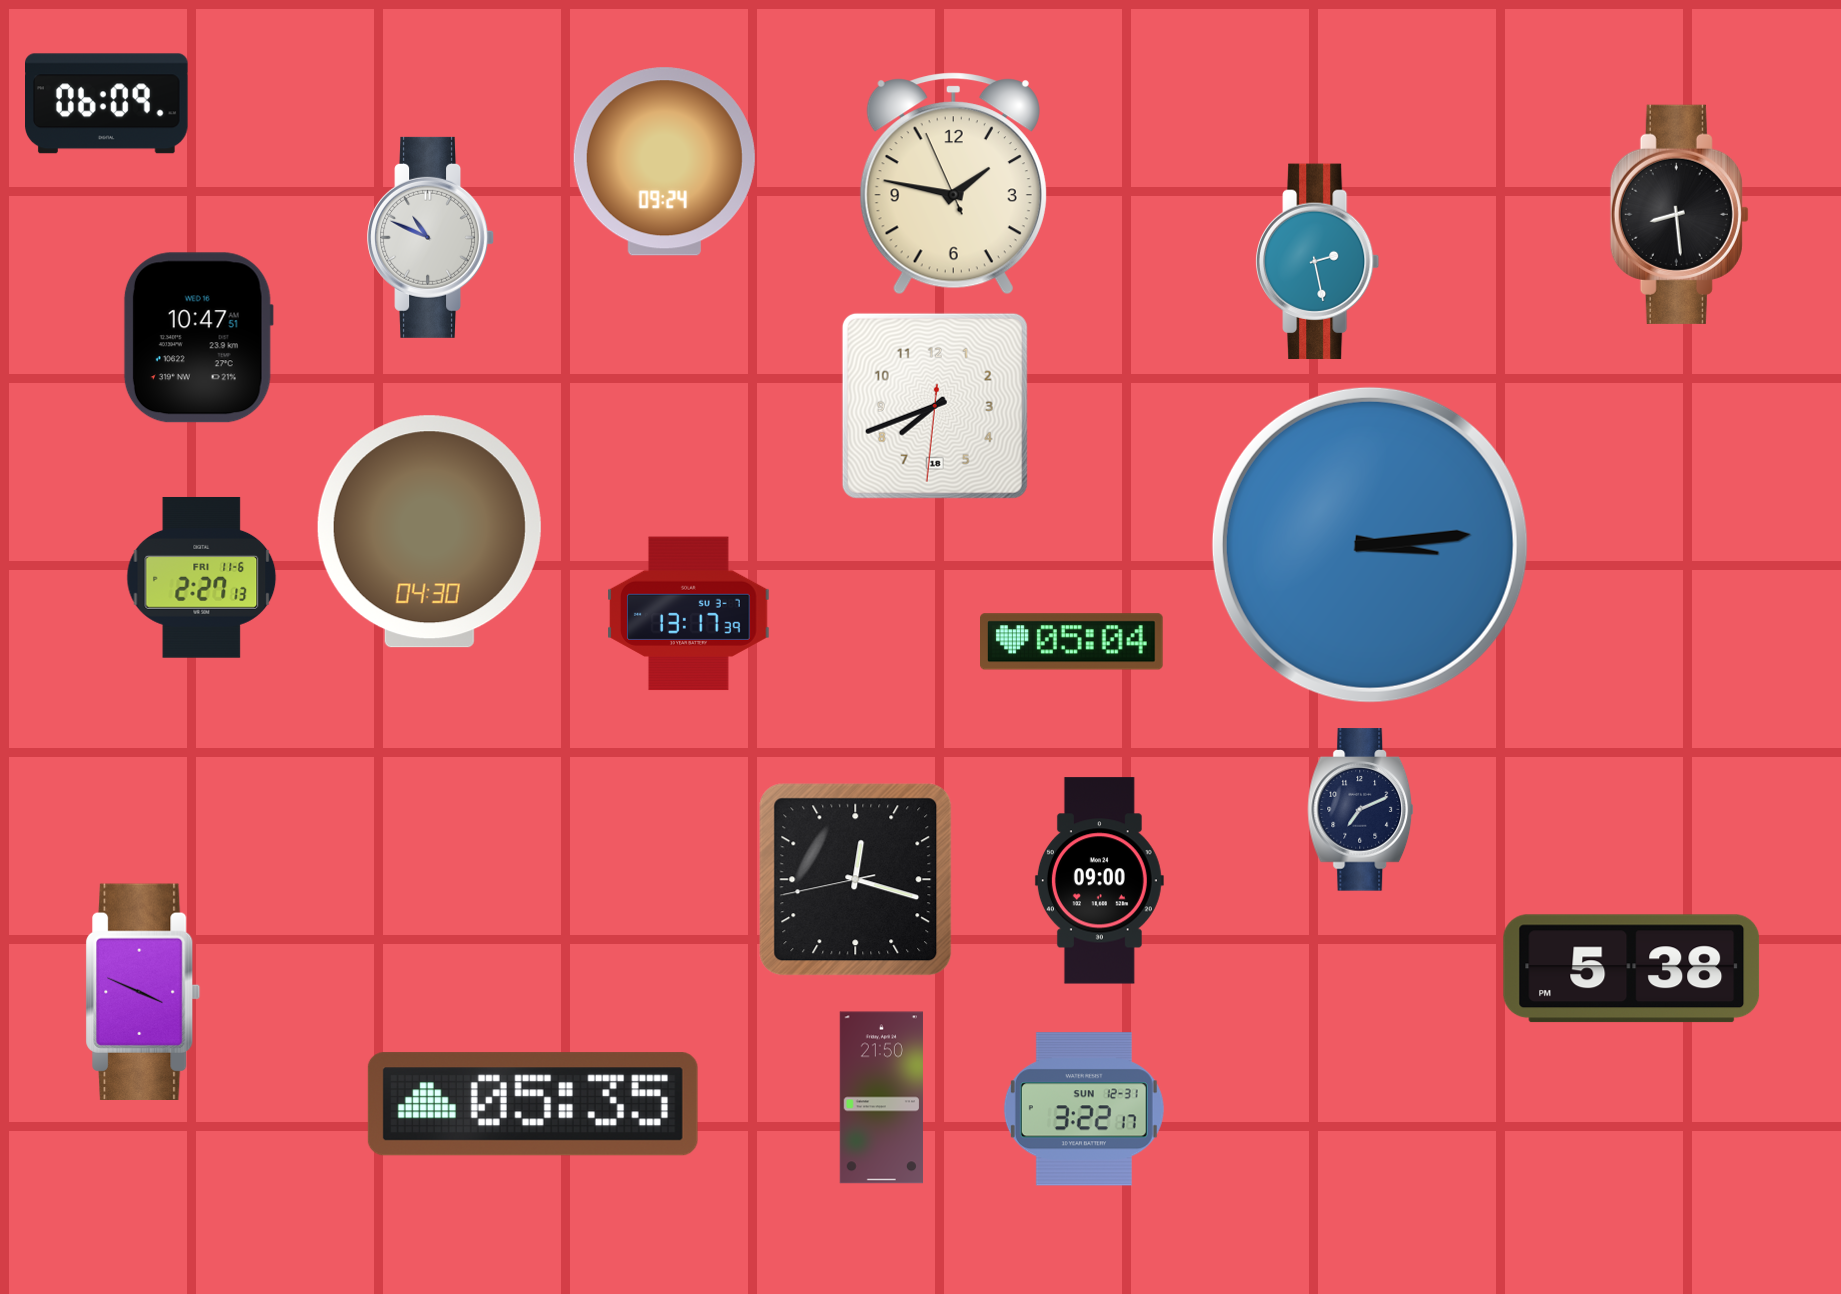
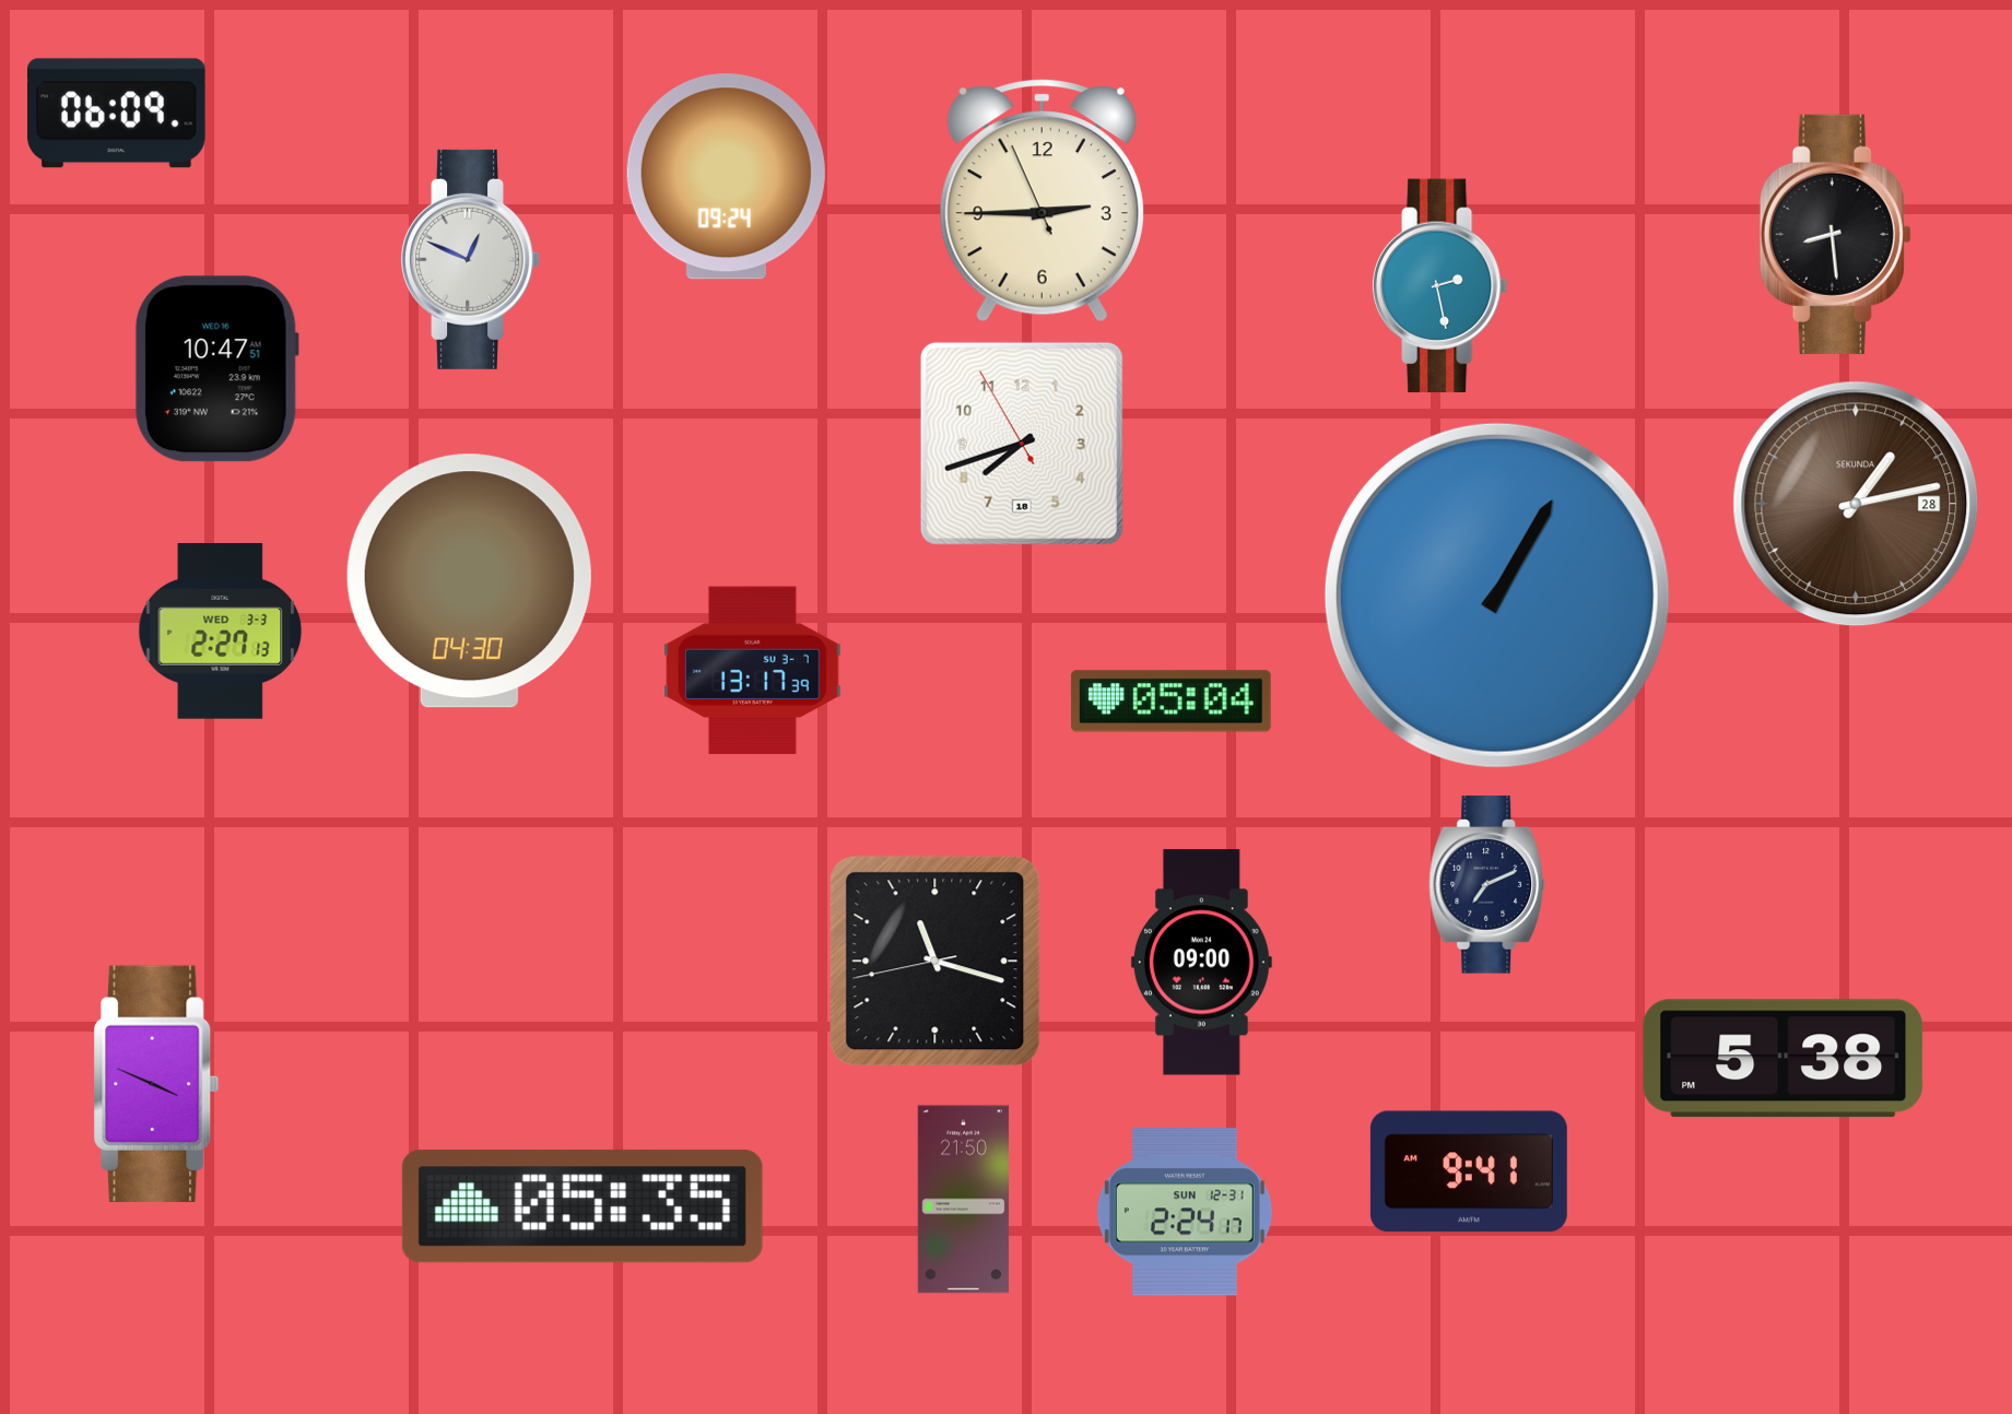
clock at (953, 184): 1:46 -> 2:44
clock at (431, 237): 10:49 -> 12:49
clock at (935, 406): 7:41:31 -> 7:41:55
clock at (1856, 504): none -> 1:13
clock at (1370, 545): 3:14 -> 1:05
clock at (202, 577) date: FRI 11-6 -> WED 3-3
clock at (856, 880): 12:17 -> 11:17
clock at (1469, 1171): none -> 9:41
clock at (1084, 1109): 3:22 -> 2:24
